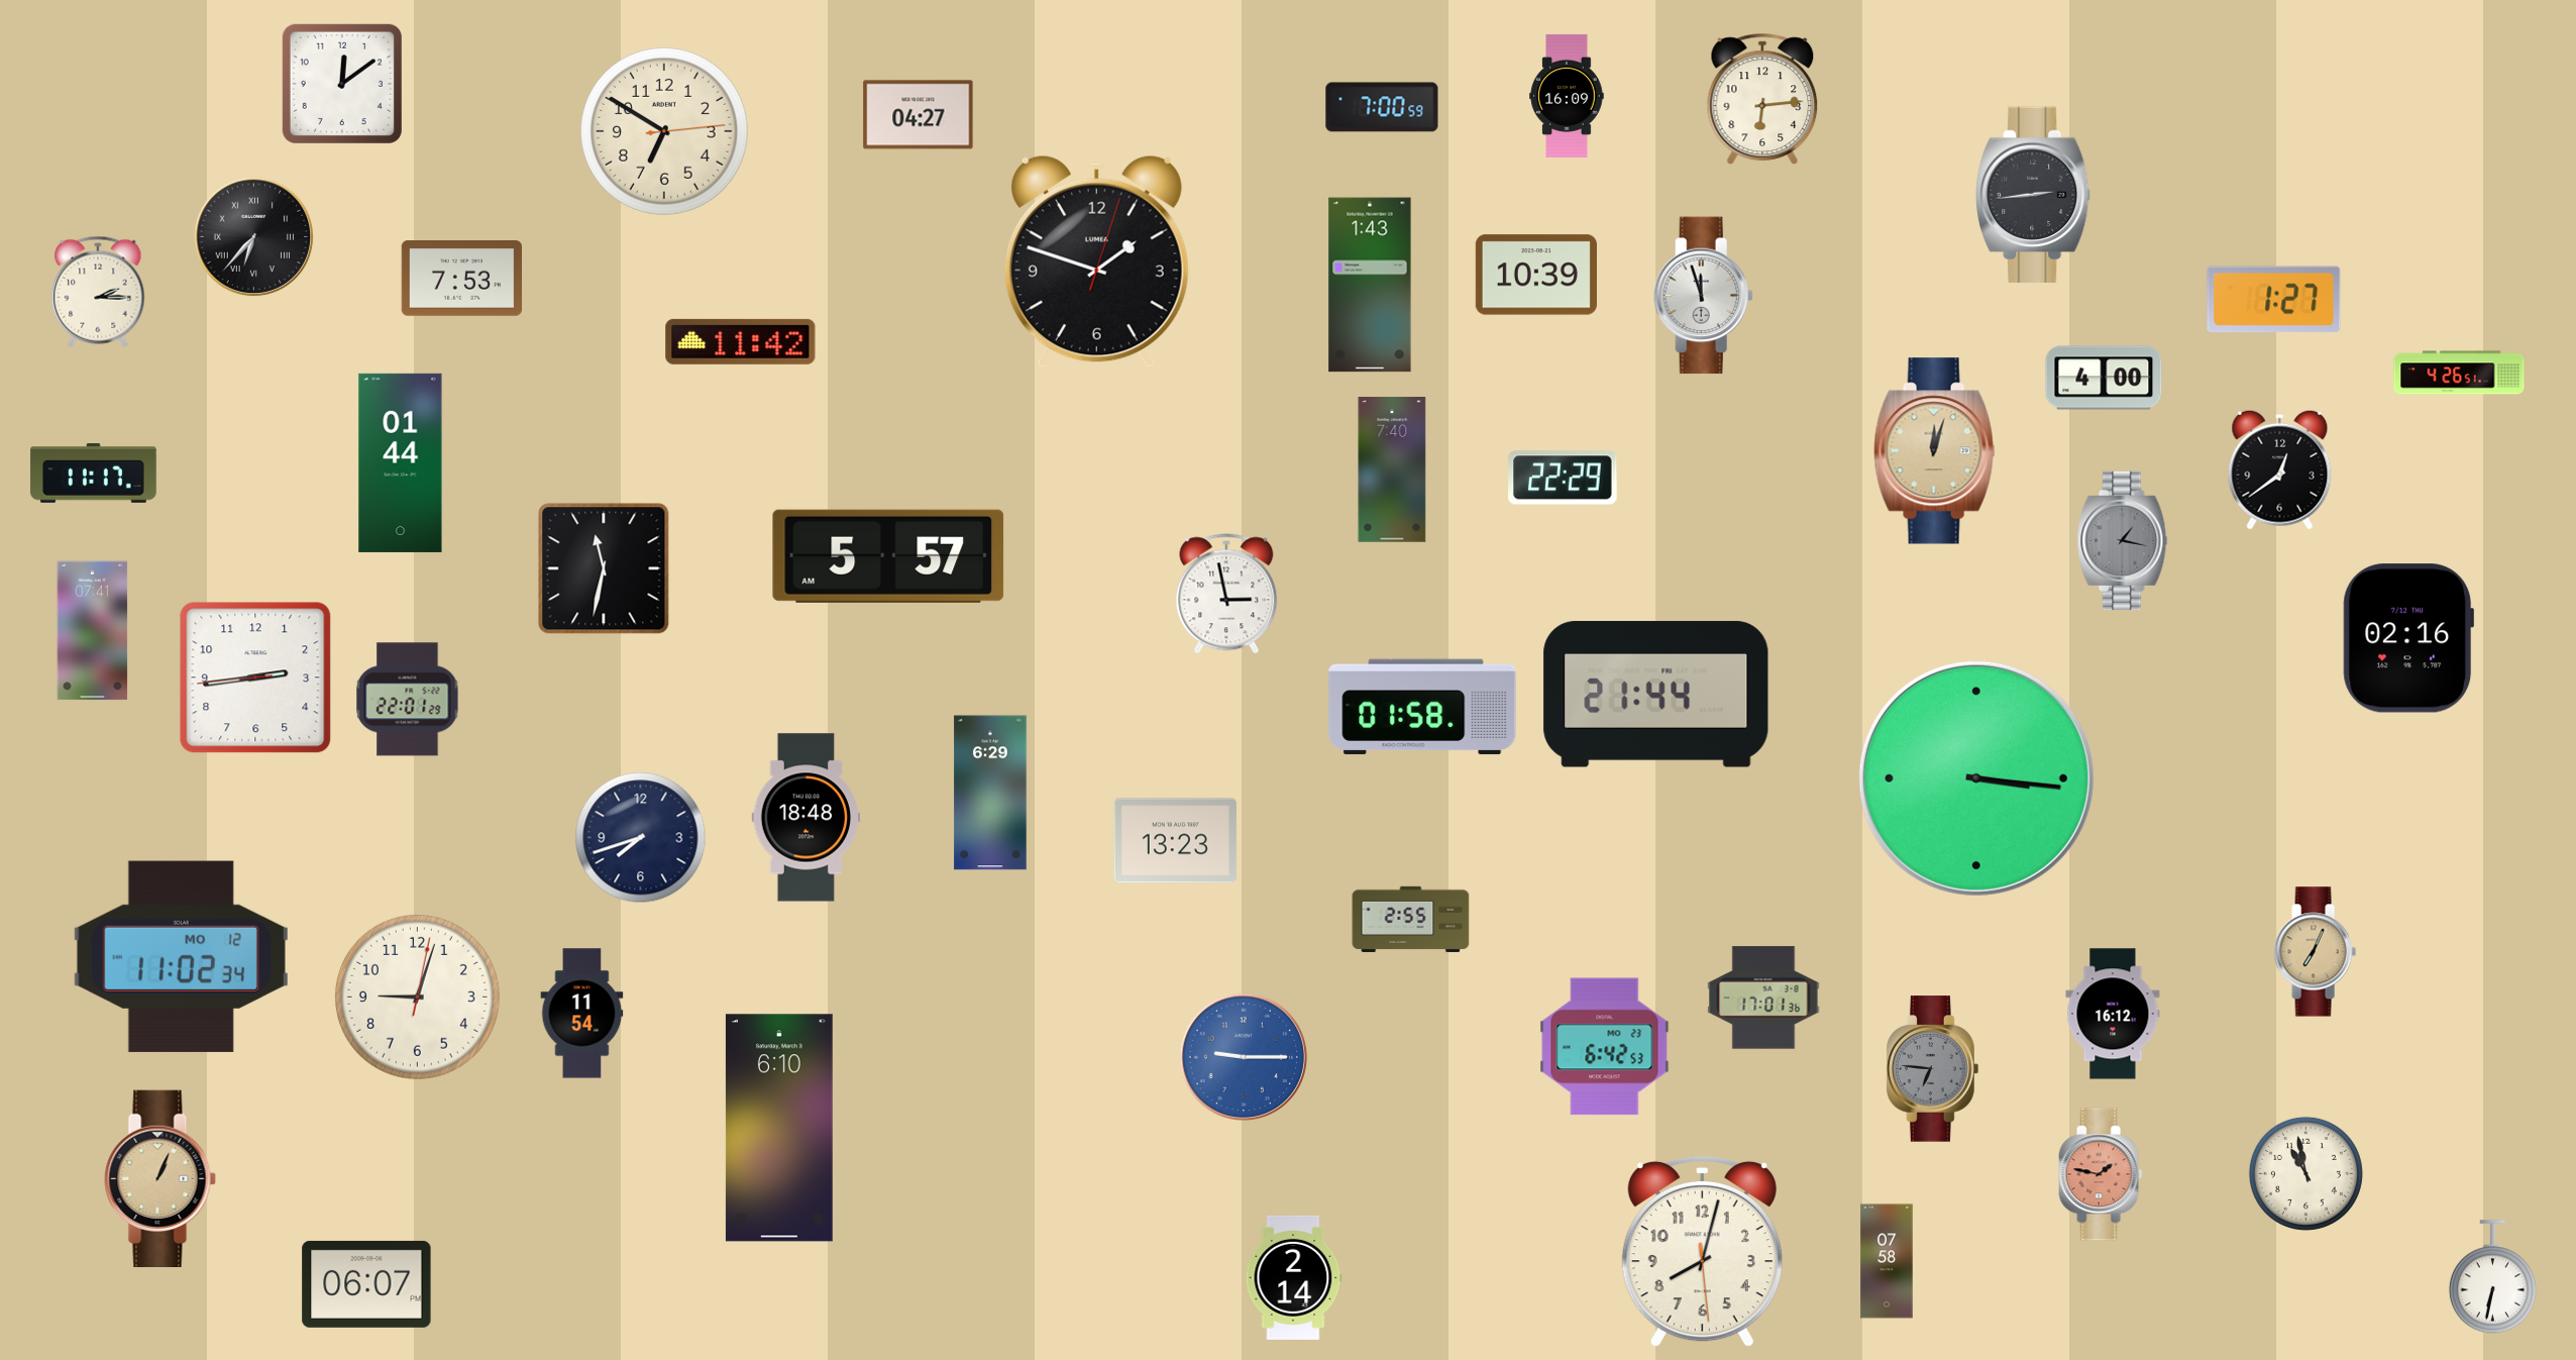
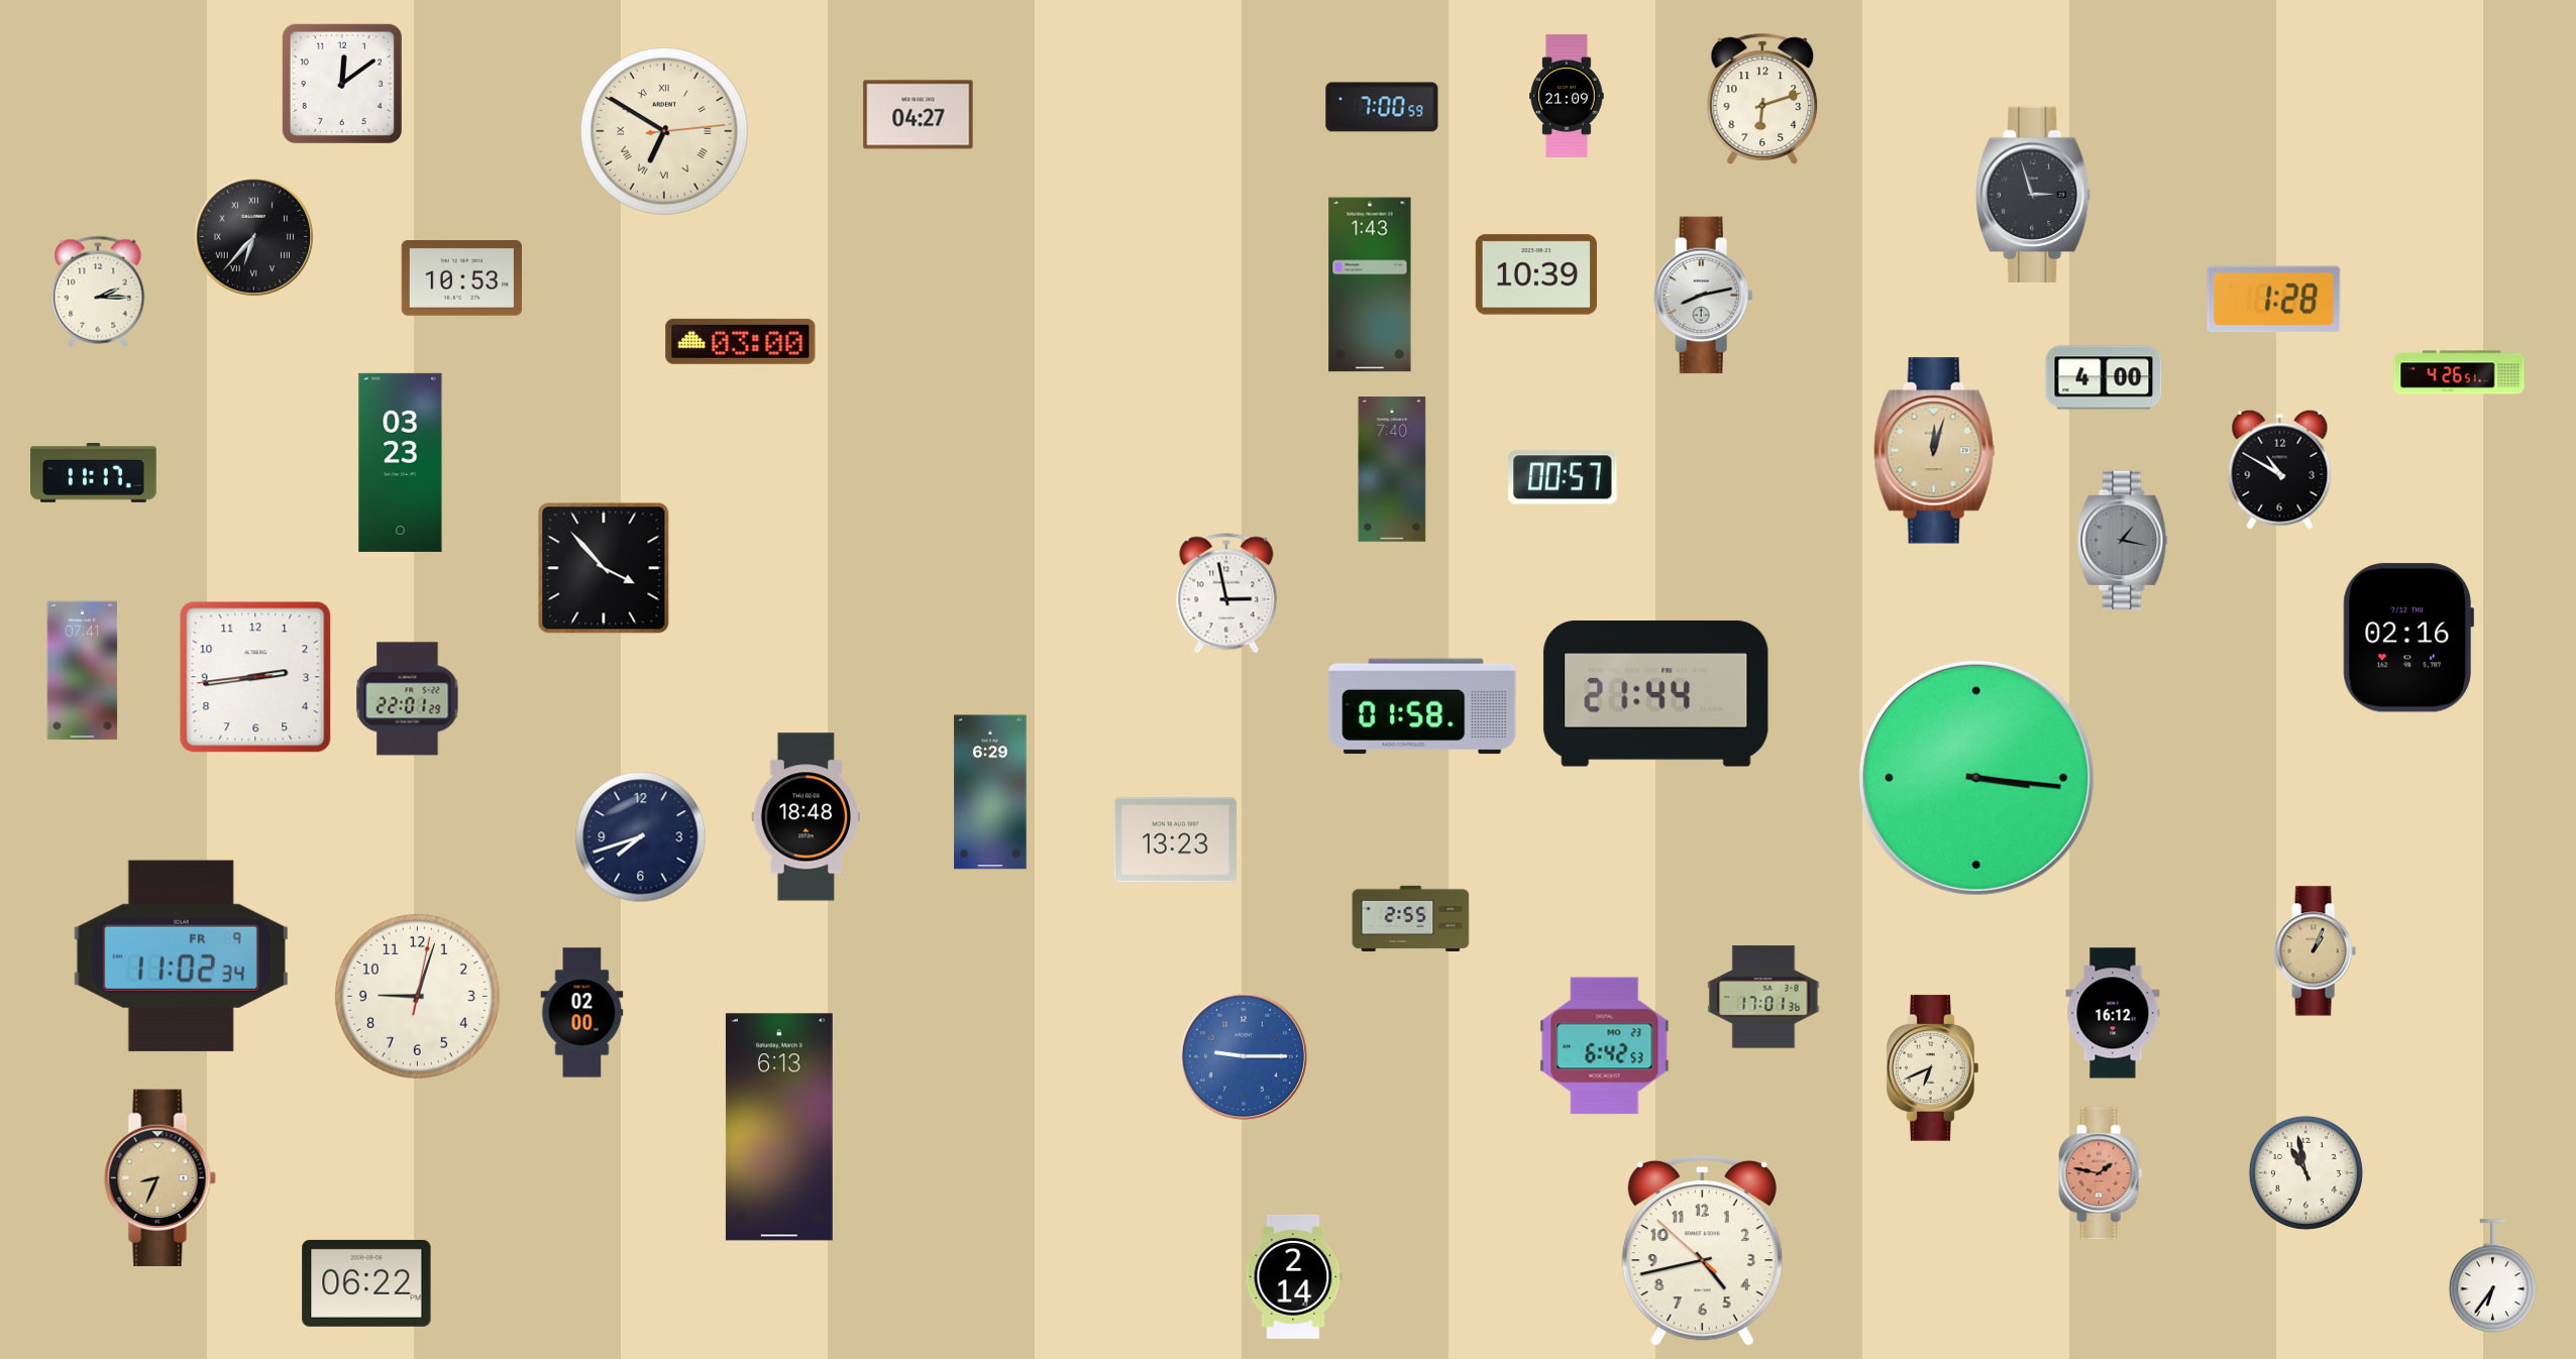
clock at (1567, 96): 16:09 -> 21:09
clock at (1762, 99): 6:14 -> 6:12
clock at (665, 132) numerals: Arabic -> Roman
clock at (2034, 195): 2:44 -> 2:57
clock at (1096, 261): 1:48 -> none
clock at (461, 279): 7:53 -> 10:53
clock at (1703, 296): 11:57 -> 8:13
clock at (2274, 300): 1:27 -> 1:28
clock at (741, 341): 11:42 -> 03:00
clock at (401, 462): 01:44 -> 03:23
clock at (2280, 469): 12:39 -> 10:50
clock at (1563, 478): 22:29 -> 00:57
clock at (888, 556): 5:57 -> none
clock at (604, 568): 11:32 -> 3:53
clock at (93, 631) position: (93, 631) -> (83, 671)
clock at (2315, 952): 7:04 -> 1:04
clock at (181, 956) date: MO 12 -> FR 9
clock at (582, 1014): 11:54 -> 02:00
clock at (1933, 1069): 6:46 -> 6:41
clock at (1933, 1069) dial: grey -> cream
clock at (779, 1128): 6:10 -> 6:13
clock at (159, 1178): 1:04 -> 8:34
clock at (1702, 1251): 8:02 -> 4:42
clock at (1887, 1261): 07:58 -> none
clock at (2492, 1277): 6:32 -> 6:36
clock at (366, 1284): 06:07 -> 06:22
